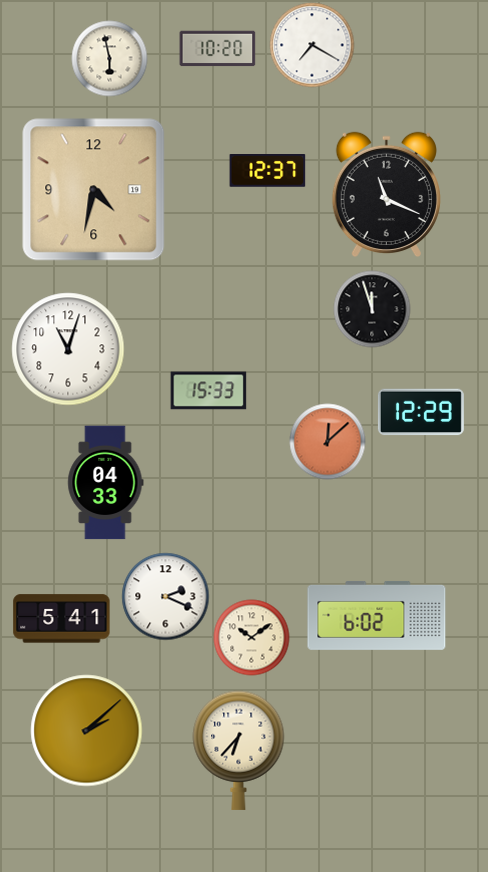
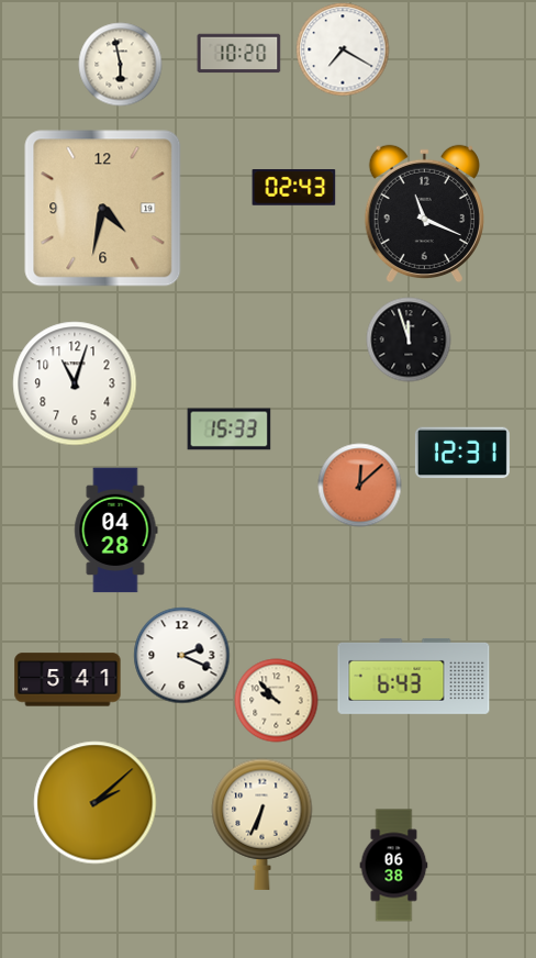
clock at (268, 171): 12:37 -> 02:43
clock at (421, 412): 12:29 -> 12:31
clock at (106, 483): 04:33 -> 04:28
clock at (377, 615): 6:02 -> 6:43
clock at (252, 638): 10:09 -> 9:53
clock at (239, 750): 6:37 -> 6:34
clock at (394, 866): none -> 06:38
